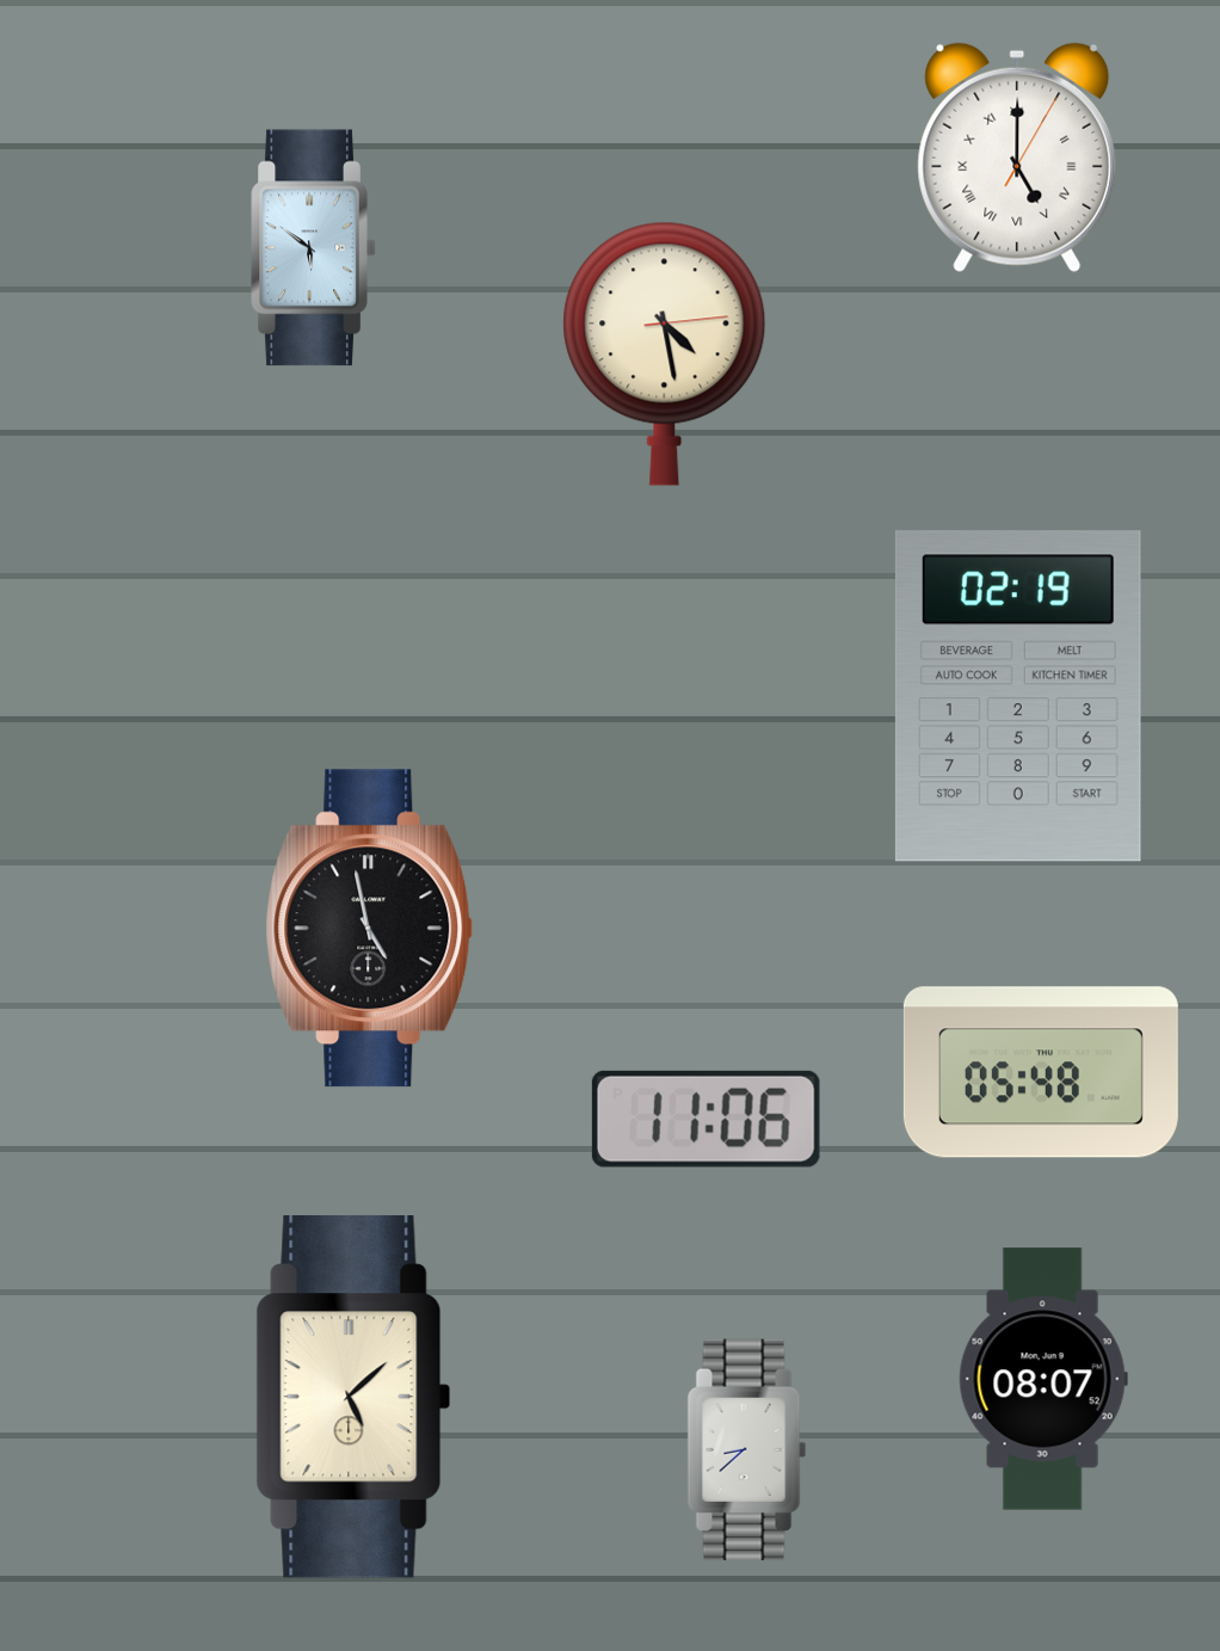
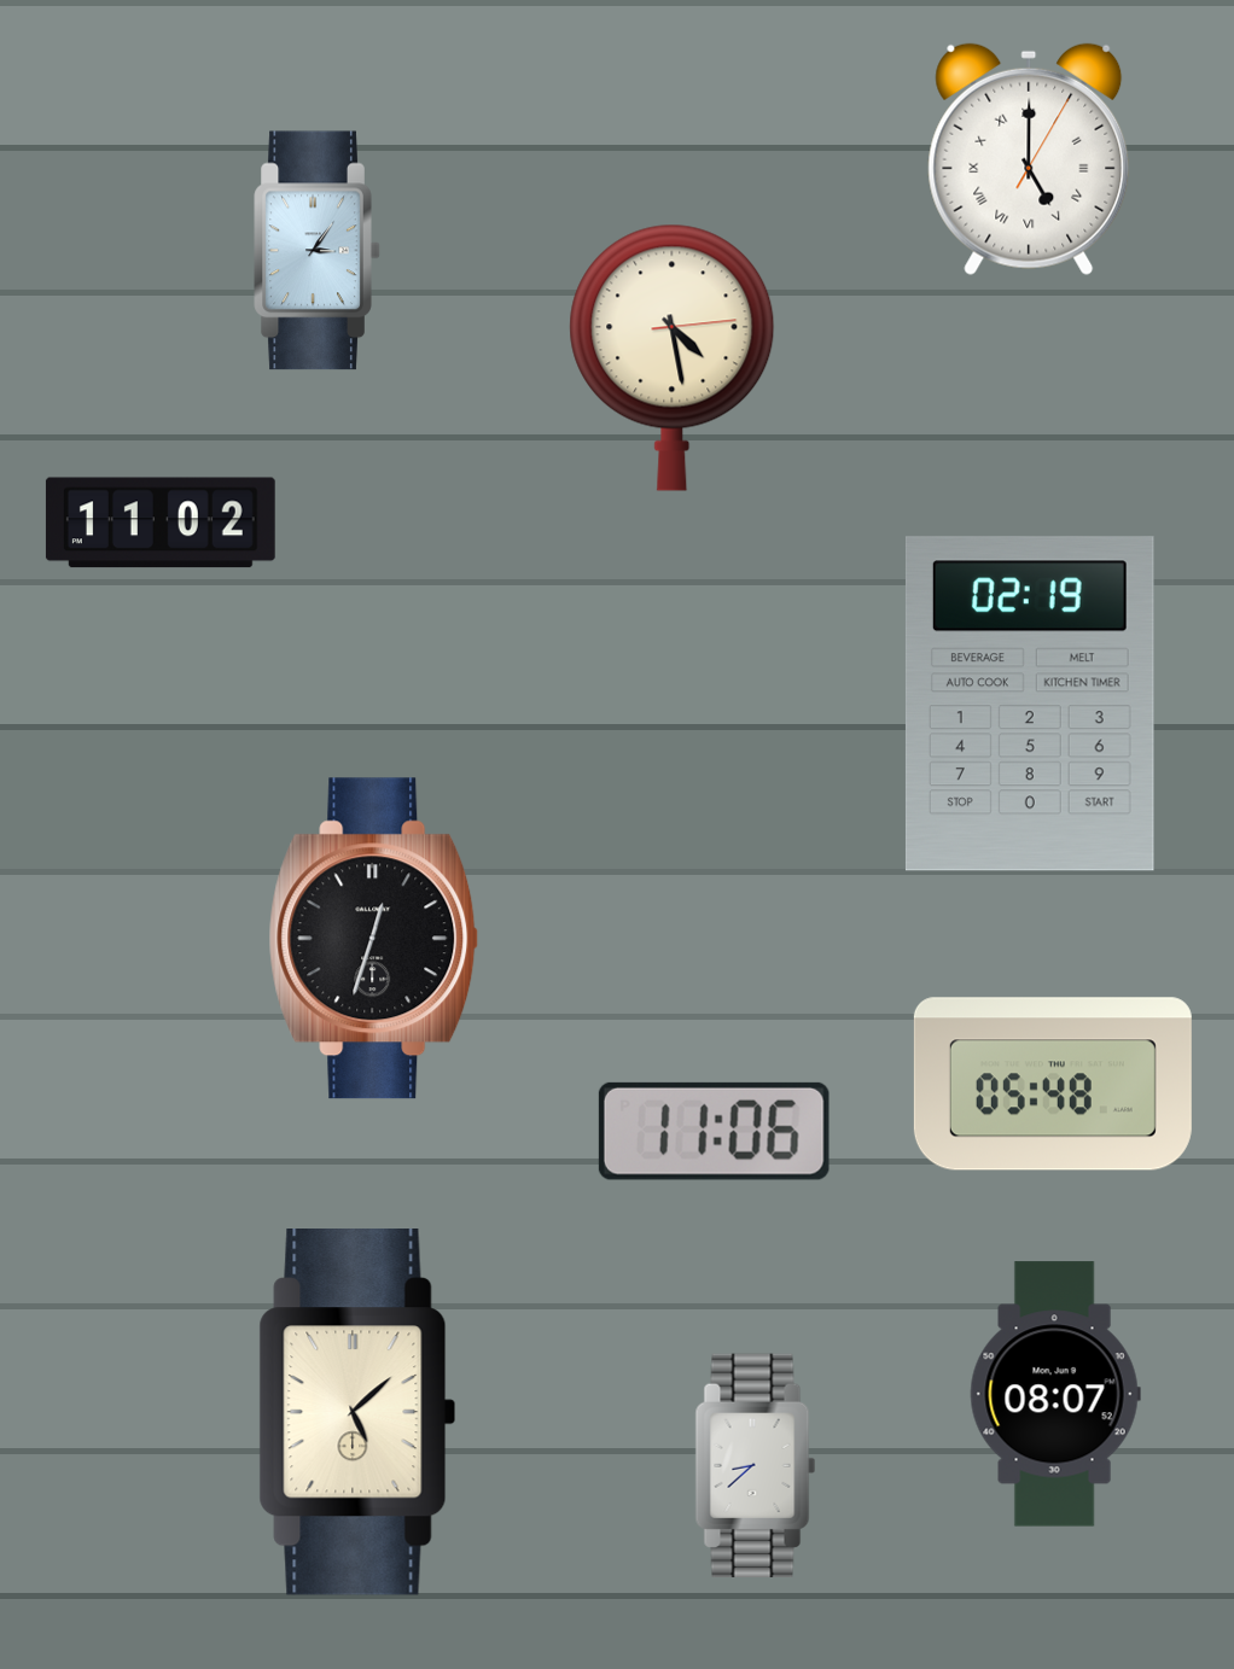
clock at (314, 248): 5:51 -> 3:06
clock at (161, 523): none -> 11:02
clock at (370, 929): 4:58 -> 12:33
